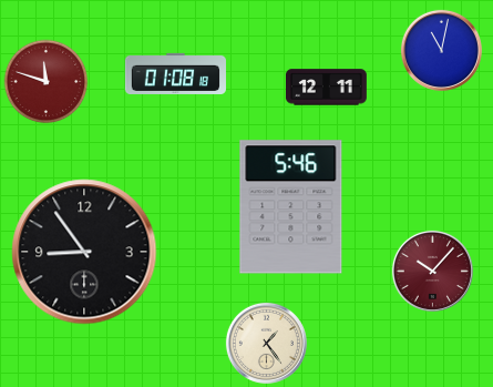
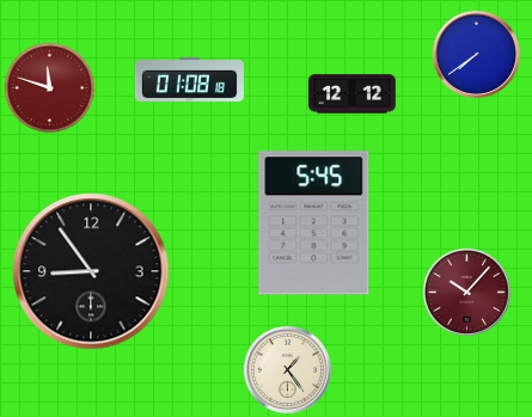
clock at (441, 50): 11:02 -> 7:39
clock at (326, 88): 12:11 -> 12:12
clock at (291, 207): 5:46 -> 5:45
